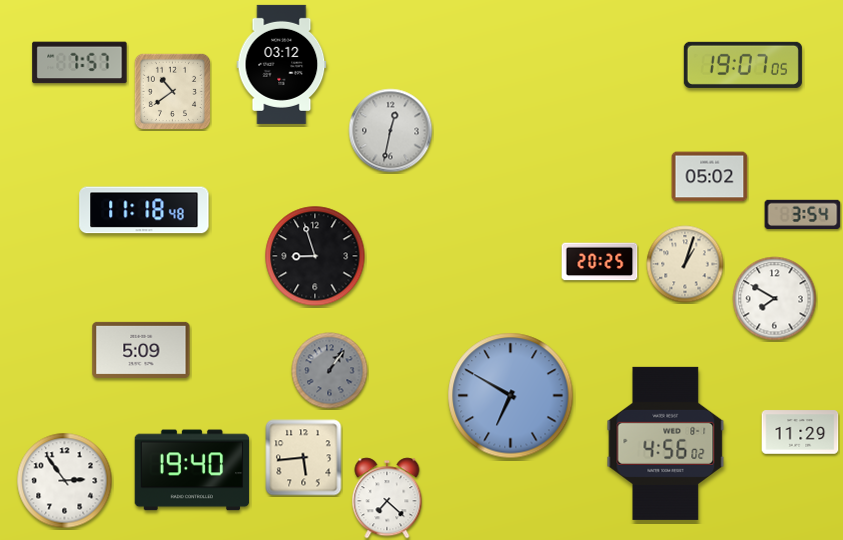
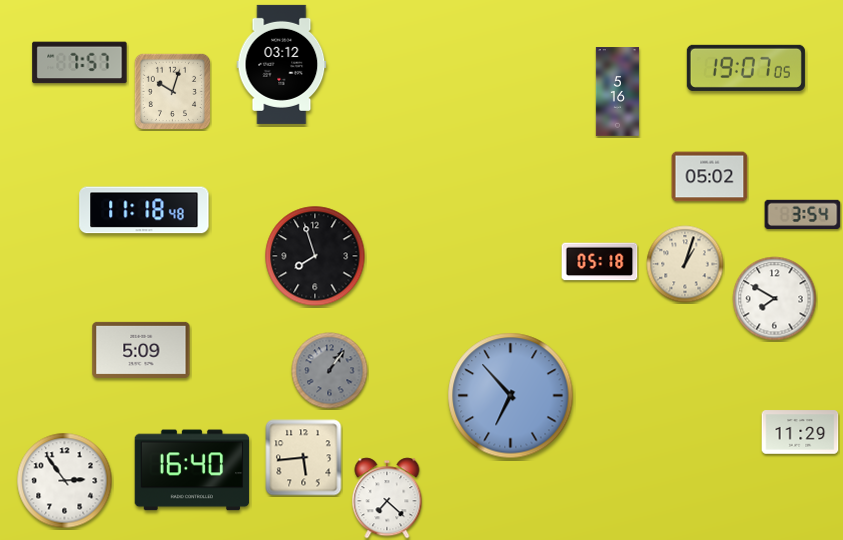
clock at (743, 65) position: (743, 65) -> (746, 68)
clock at (172, 91): 10:39 -> 10:03
clock at (618, 92): none -> 5:16
clock at (391, 131): 12:32 -> none
clock at (315, 256): 8:57 -> 7:57
clock at (600, 262): 20:25 -> 05:18
clock at (511, 396): 6:50 -> 6:53
clock at (666, 443): 4:56 -> none
clock at (192, 470): 19:40 -> 16:40
